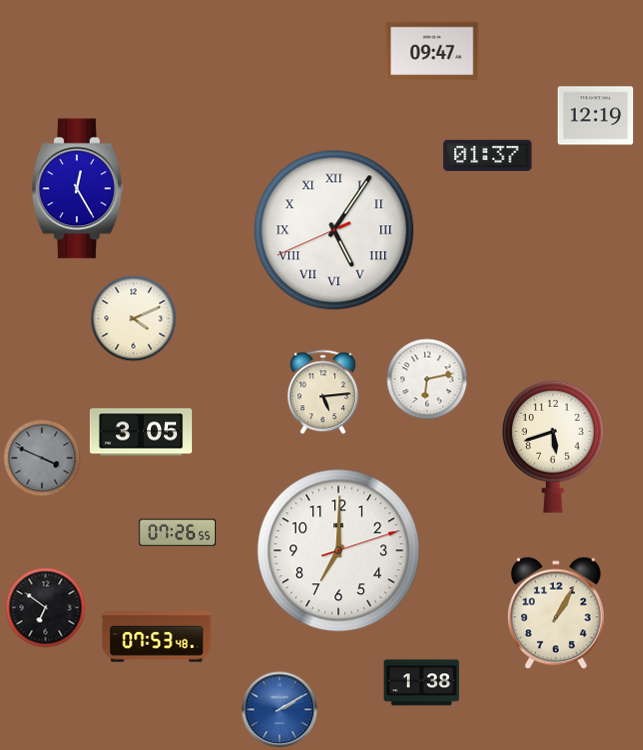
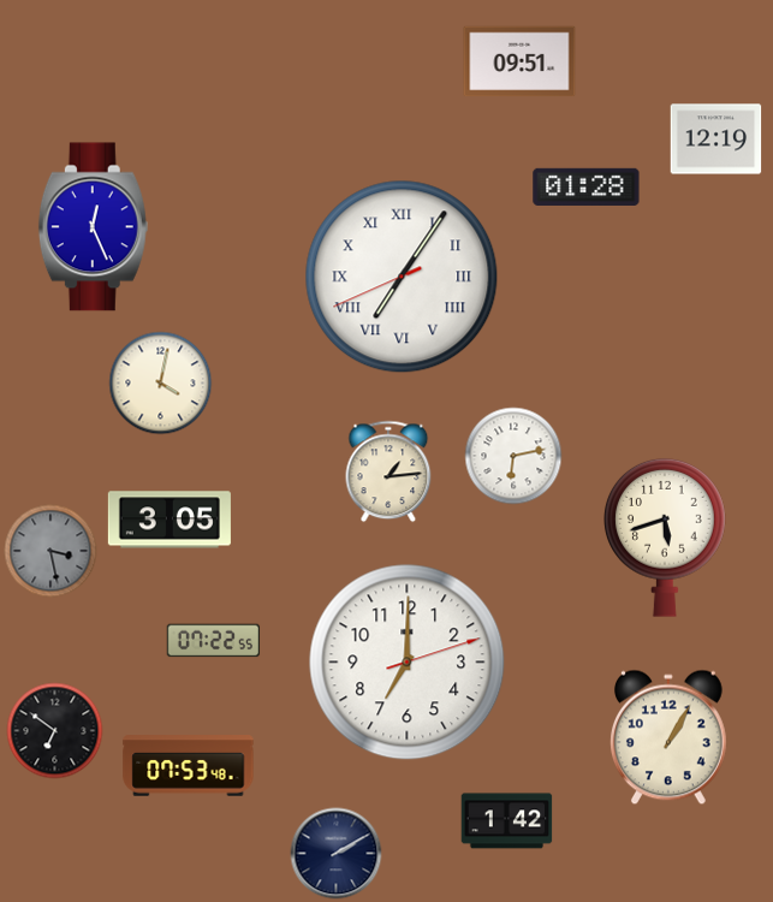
clock at (432, 51): 09:47 -> 09:51
clock at (488, 155): 01:37 -> 01:28
clock at (77, 189): 12:25 -> 12:26
clock at (334, 230): 5:05 -> 7:05
clock at (134, 319): 4:11 -> 4:02
clock at (323, 392): 5:14 -> 1:14
clock at (42, 458): 3:49 -> 3:28
clock at (178, 533): 07:26 -> 07:22
clock at (422, 683): 1:38 -> 1:42
clock at (280, 710) dial: blue -> navy
